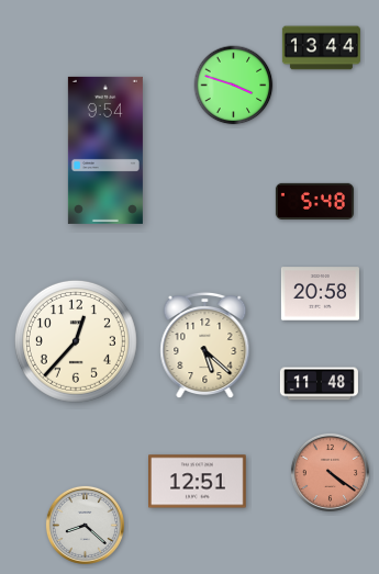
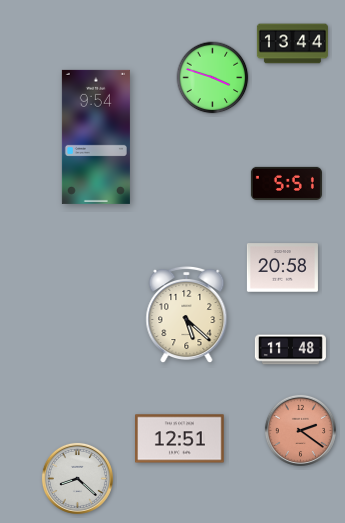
clock at (314, 201): 5:48 -> 5:51
clock at (320, 294) position: (320, 294) -> (282, 268)
clock at (76, 341): 12:37 -> none
clock at (330, 472): 4:21 -> 2:21
